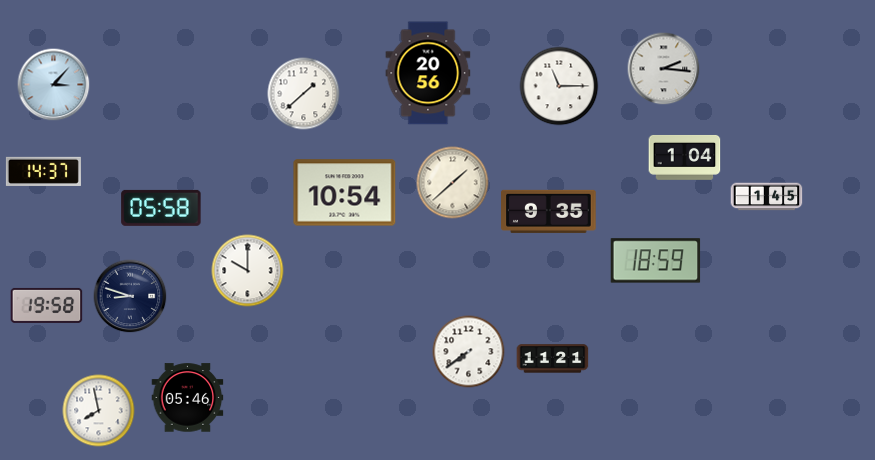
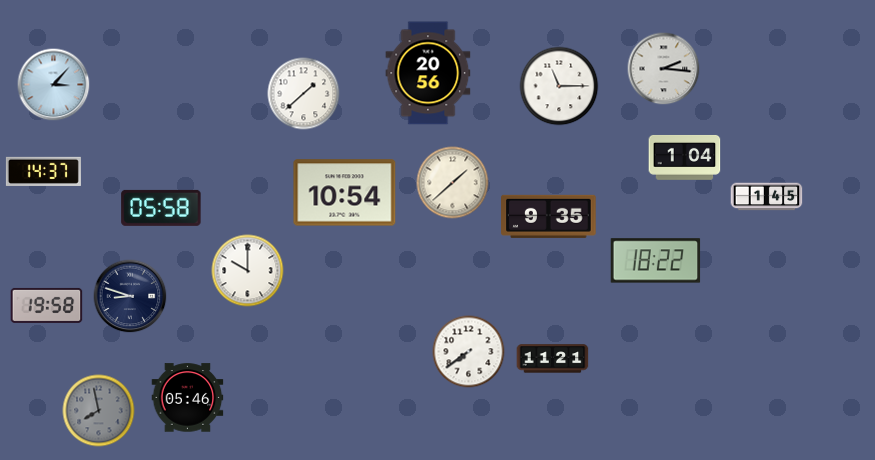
clock at (549, 211) position: (549, 211) -> (549, 216)
clock at (656, 261): 18:59 -> 18:22
clock at (99, 411) dial: white -> grey
